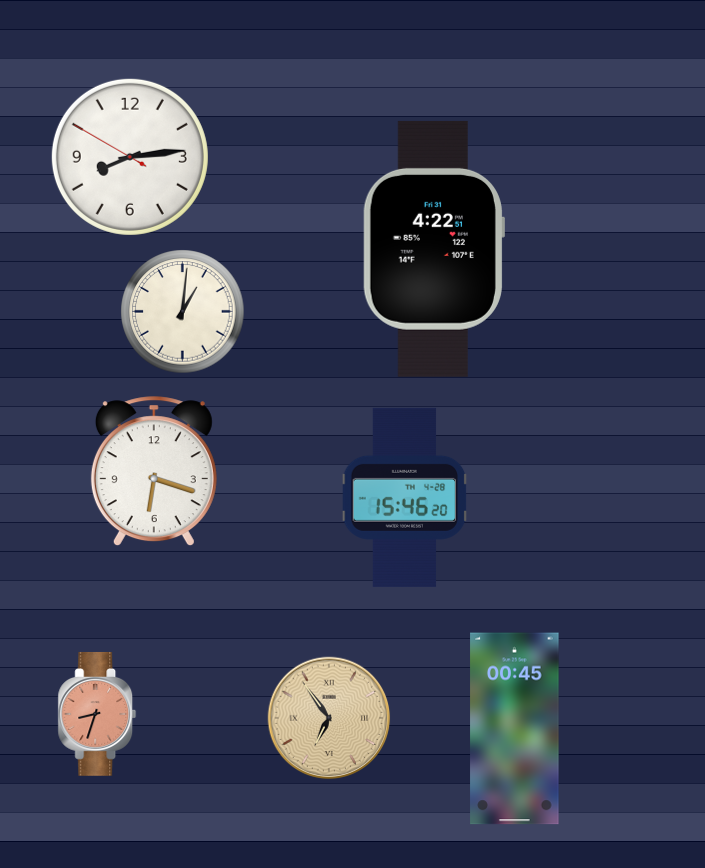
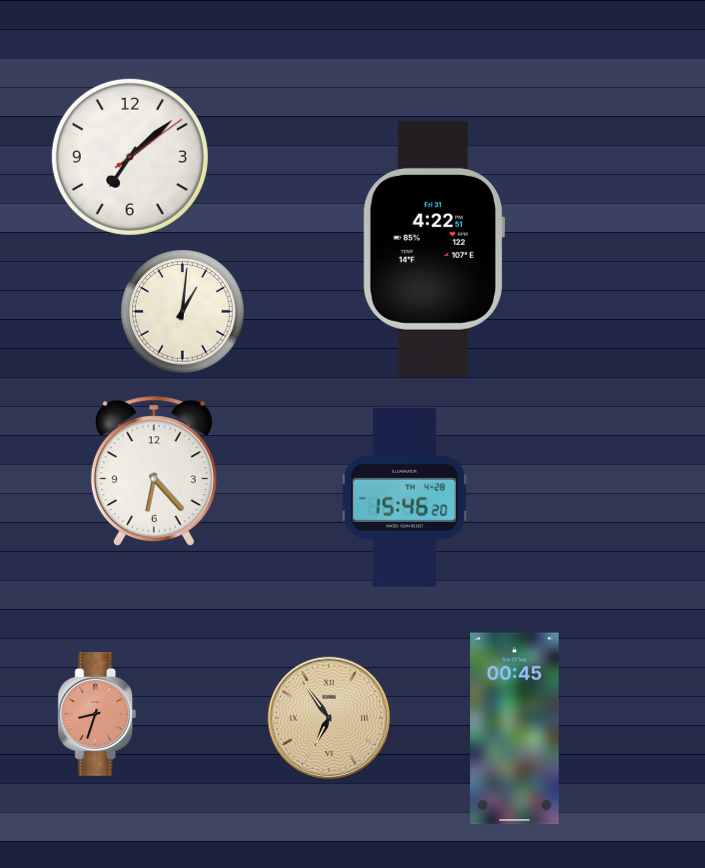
clock at (130, 157): 8:13 -> 7:08
clock at (154, 472): 6:18 -> 6:23
